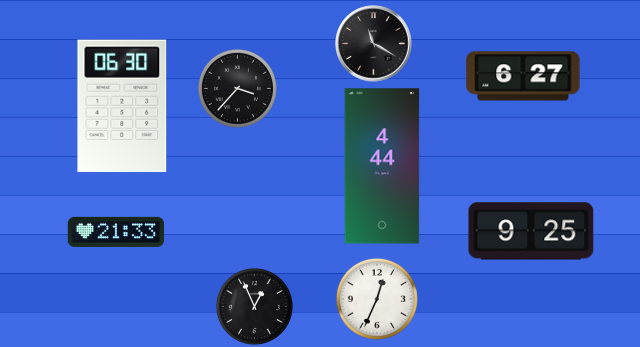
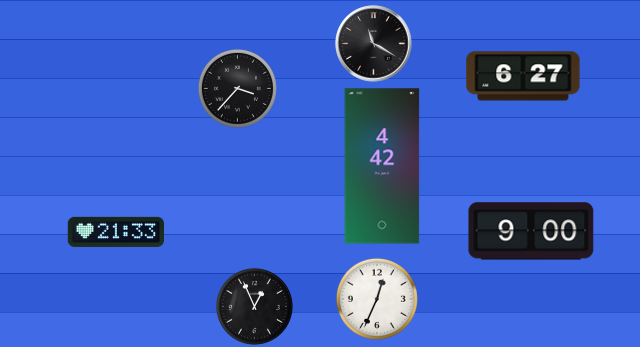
clock at (122, 106): 06:30 -> none
clock at (382, 166): 4:44 -> 4:42
clock at (531, 231): 9:25 -> 9:00
